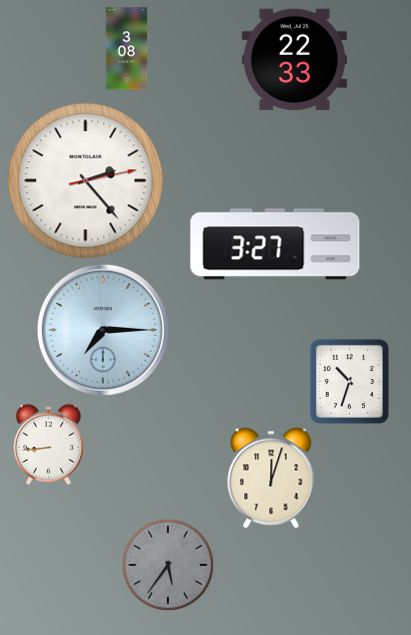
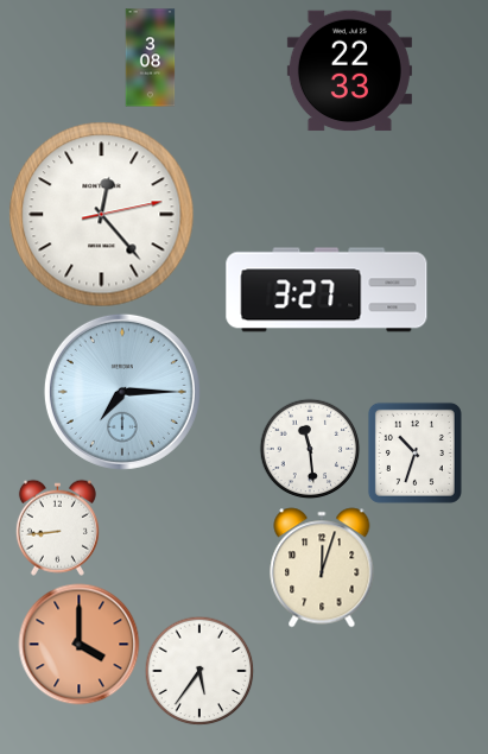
clock at (86, 181): 2:23 -> 12:23
clock at (310, 449): none -> 11:29
clock at (80, 645): none -> 4:00
clock at (168, 565) dial: grey -> white
